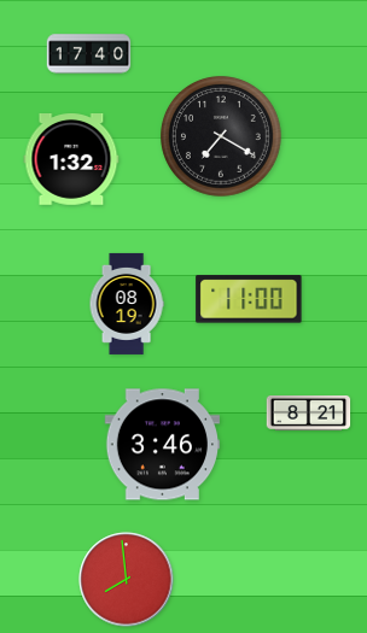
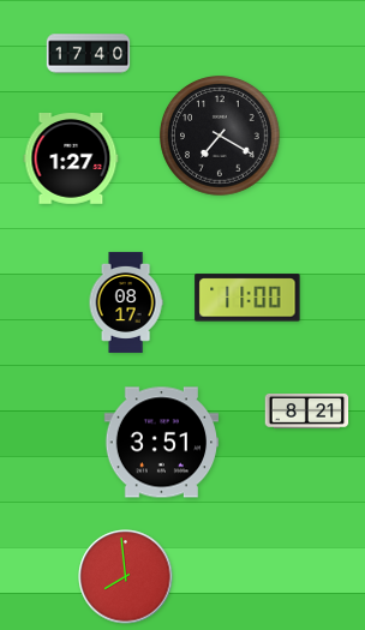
clock at (71, 160): 1:32 -> 1:27
clock at (127, 304): 08:19 -> 08:17
clock at (163, 445): 3:46 -> 3:51
